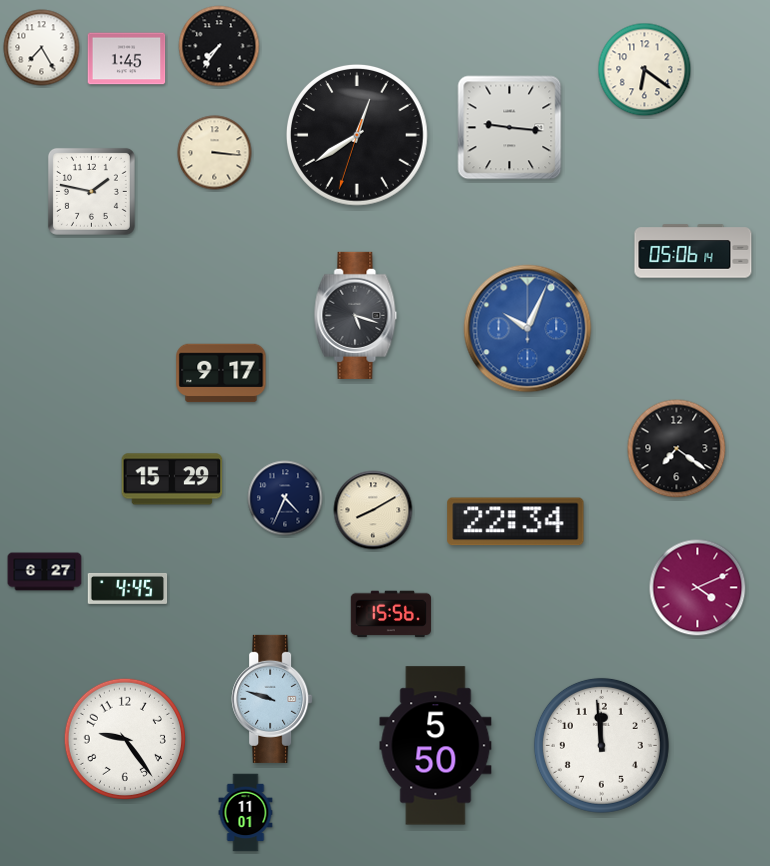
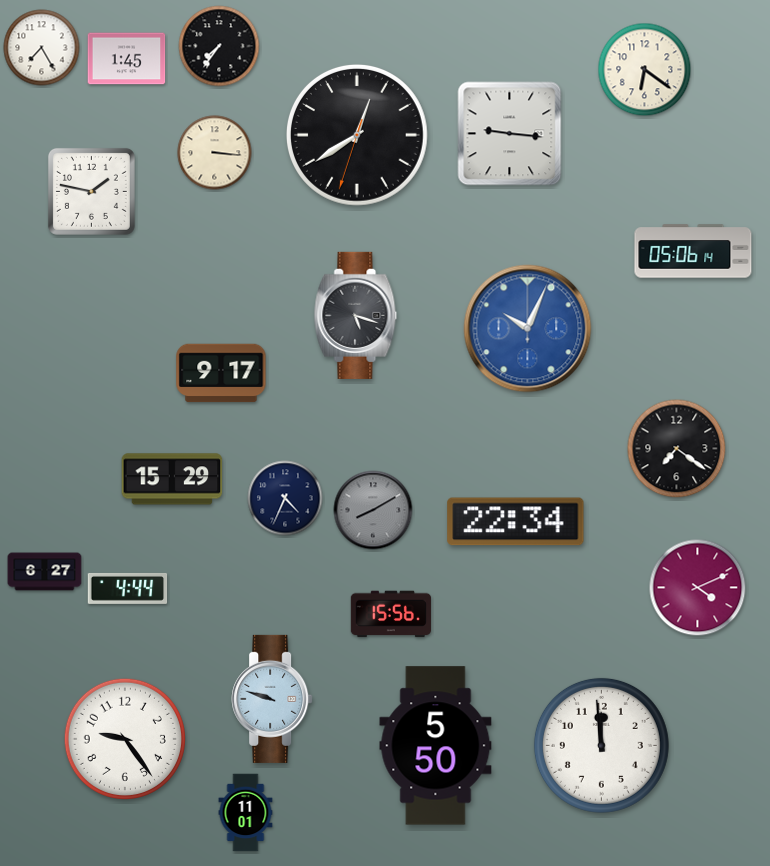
clock at (510, 128) position: (510, 128) -> (510, 134)
clock at (373, 510) dial: cream -> grey
clock at (128, 588): 4:45 -> 4:44
